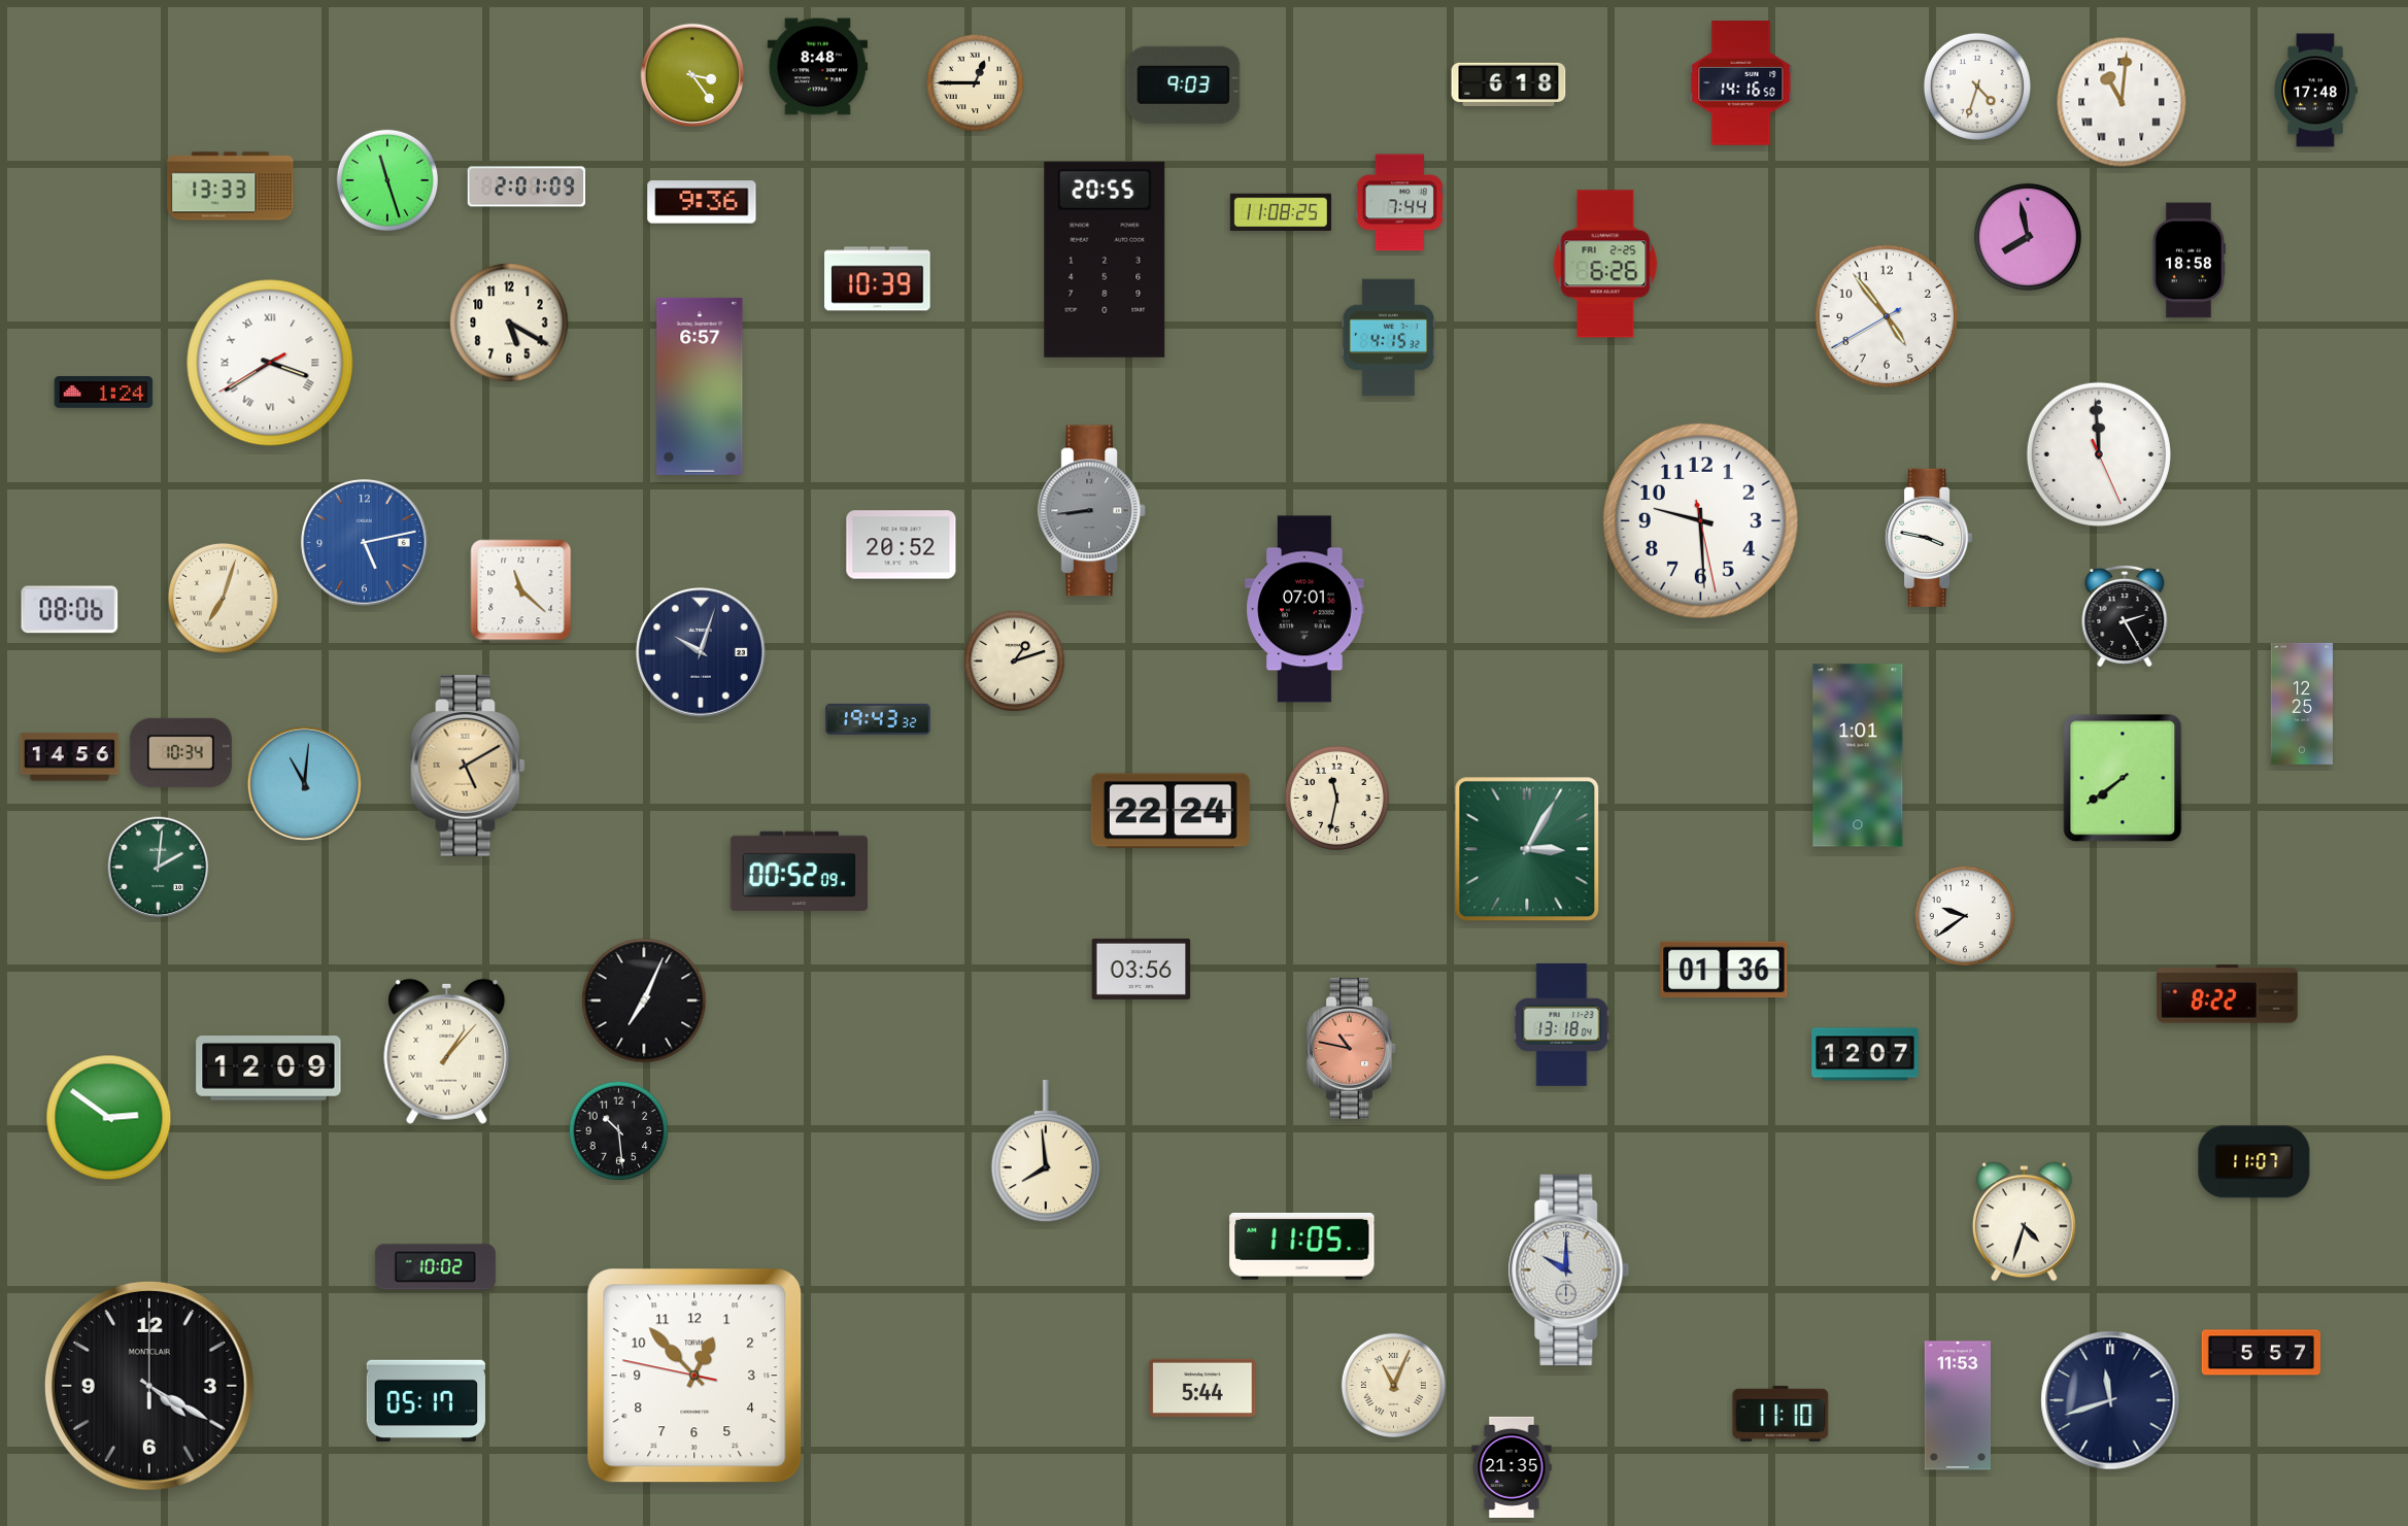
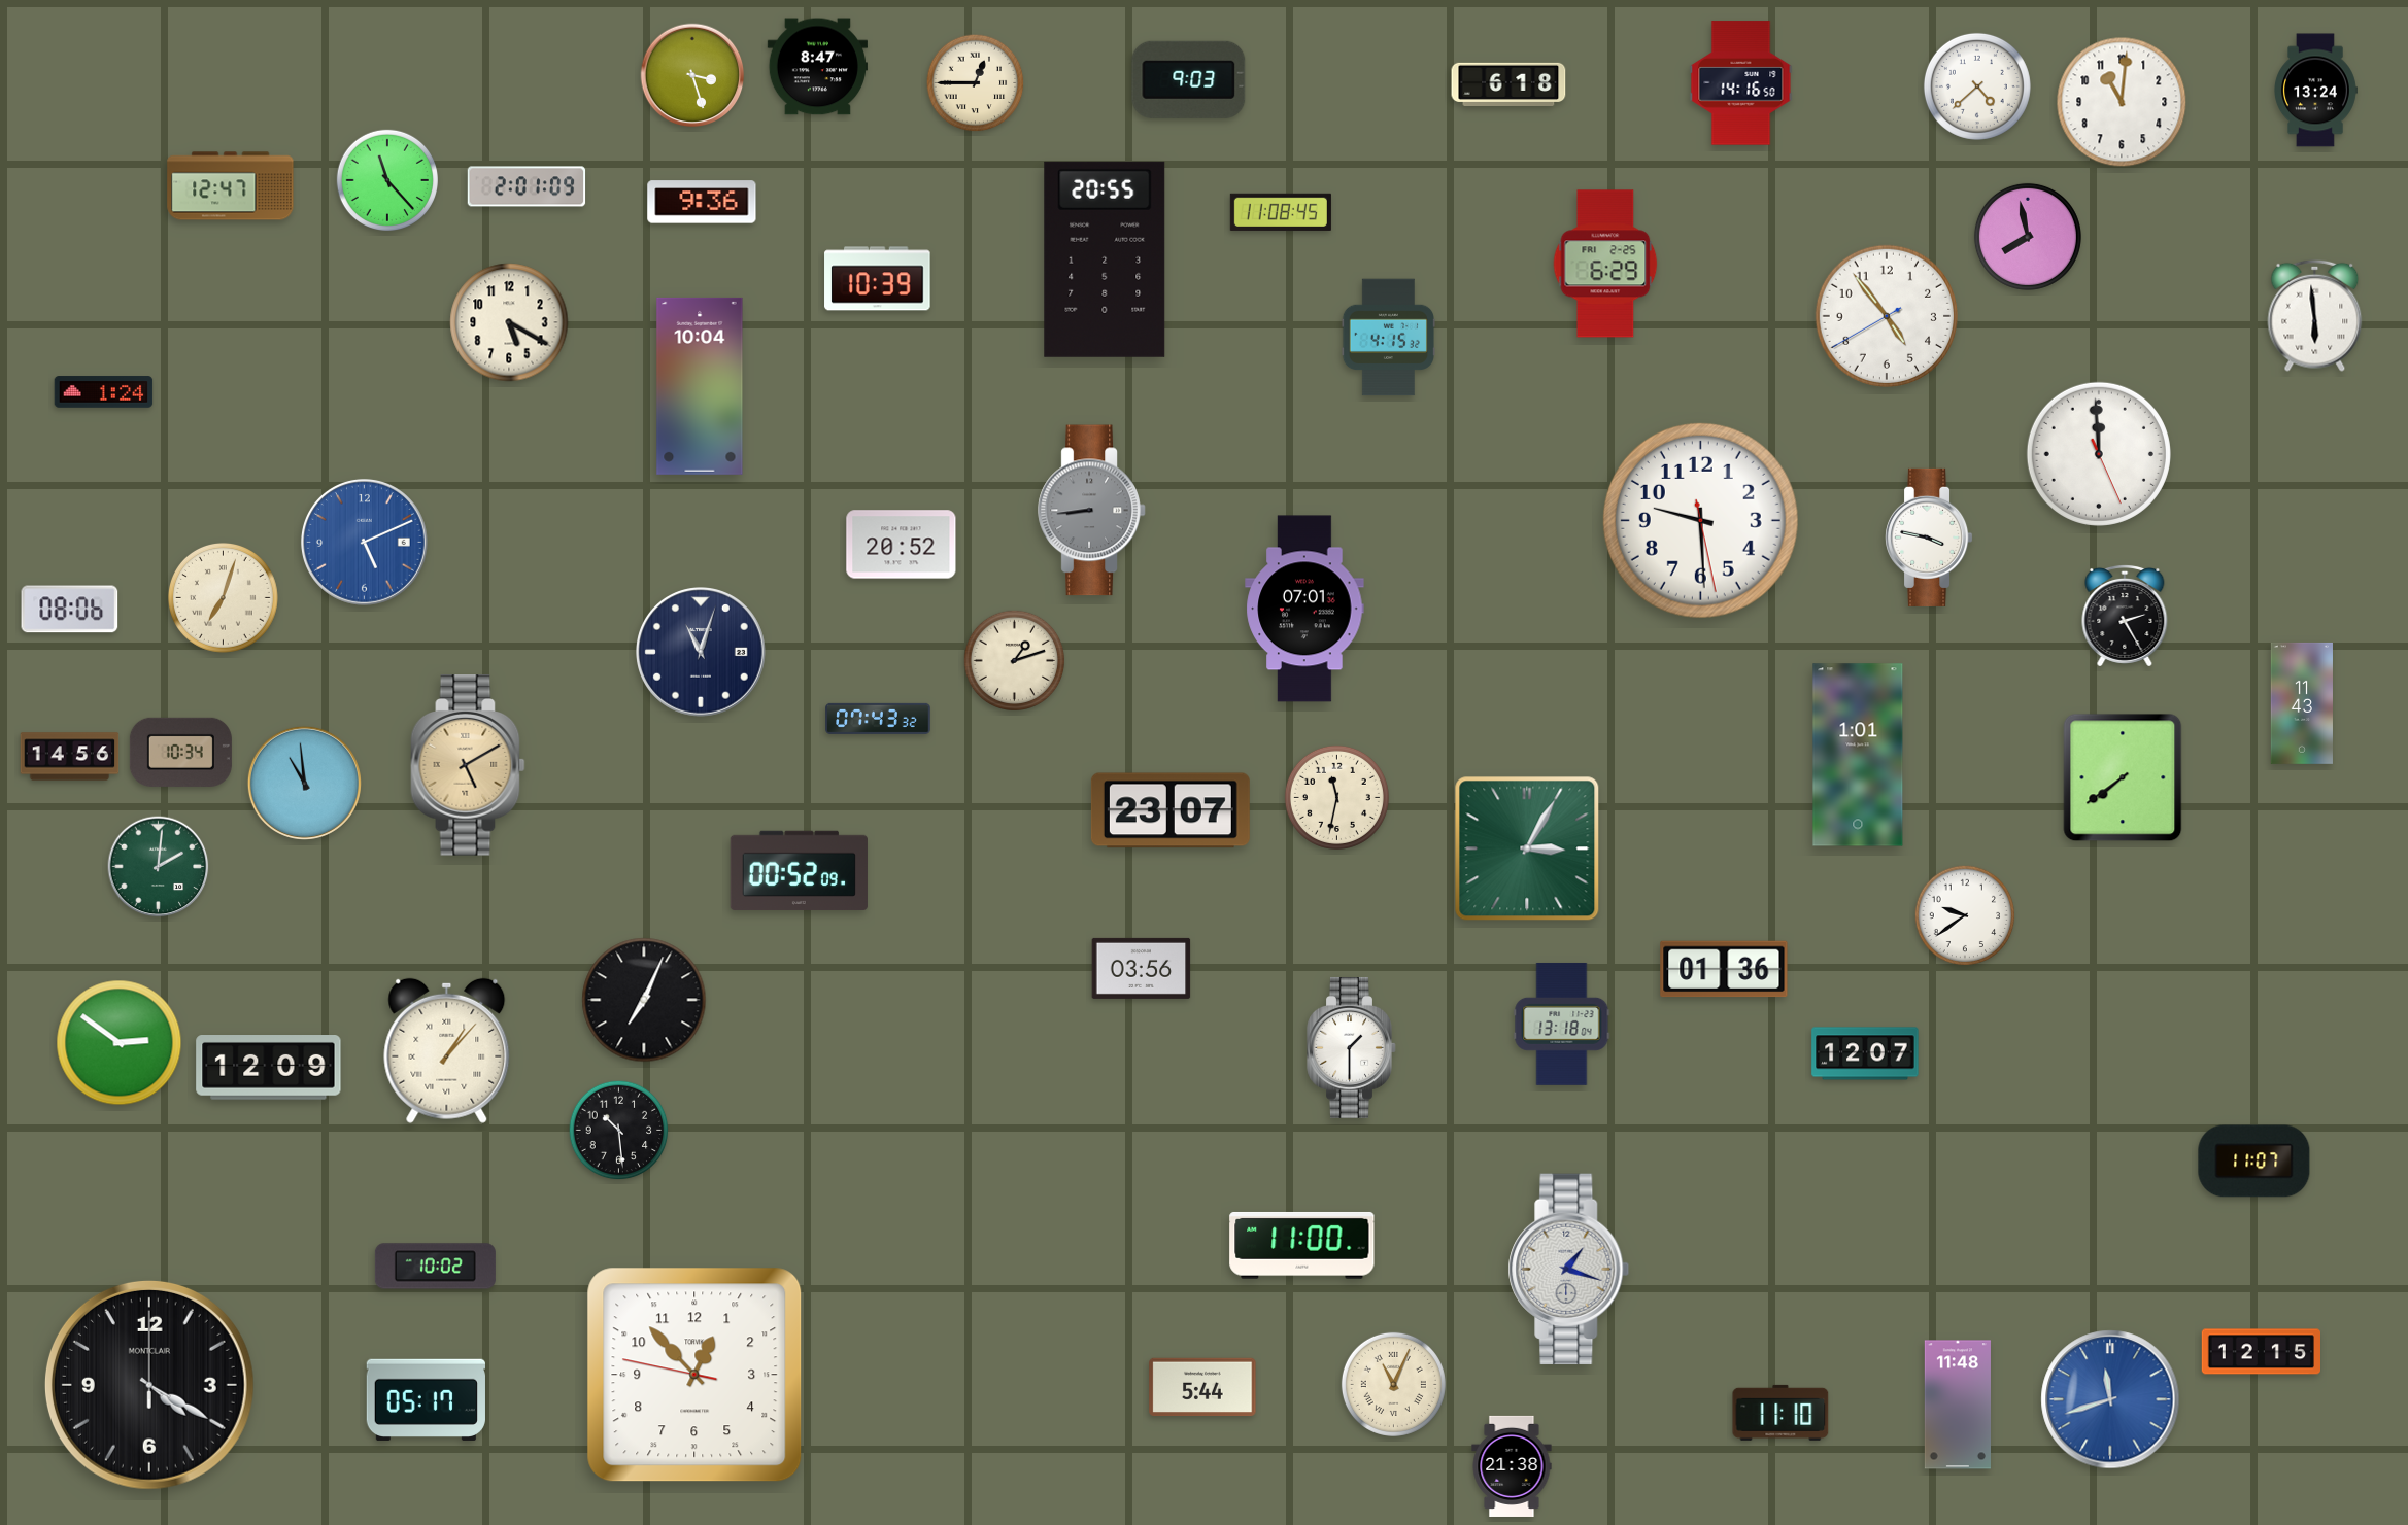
clock at (817, 67): 8:48 -> 8:47
clock at (692, 75): 3:24 -> 3:27
clock at (1184, 84) position: (1184, 84) -> (1189, 79)
clock at (1977, 87): 4:33 -> 4:38
clock at (2316, 91): 17:48 -> 13:24
clock at (2122, 102) numerals: Roman -> Arabic
clock at (386, 179): 11:27 -> 11:23
clock at (231, 186): 13:33 -> 12:47
clock at (1399, 203): 7:44 -> none
clock at (1281, 212): 11:08:25 -> 11:08:45
clock at (2189, 261): 18:58 -> none
clock at (1605, 264): 6:26 -> 6:29
clock at (2315, 315): none -> 5:59
clock at (270, 363): 3:39 -> none
clock at (700, 386): 6:57 -> 10:04
clock at (364, 542): 5:13 -> 5:11
clock at (521, 590): 11:22 -> none
clock at (702, 653): 10:03 -> 11:03
clock at (2302, 704): 12:25 -> 11:43
clock at (878, 719): 19:43 -> 07:43
clock at (304, 783): 11:01 -> 10:59
clock at (1171, 811): 22:24 -> 23:07
clock at (2227, 994): 8:22 -> none
clock at (1352, 1048): 10:47 -> 1:30
clock at (1352, 1048) dial: salmon -> white
clock at (109, 1118) position: (109, 1118) -> (120, 1043)
clock at (1046, 1152): 7:59 -> none
clock at (2024, 1222): 4:33 -> none
clock at (1302, 1246): 11:05 -> 11:00
clock at (1569, 1270): 10:00 -> 1:18
clock at (2261, 1353): 5:57 -> 12:15
clock at (2110, 1400) dial: navy -> blue
clock at (1958, 1405): 11:53 -> 11:48
clock at (1512, 1467): 21:35 -> 21:38
